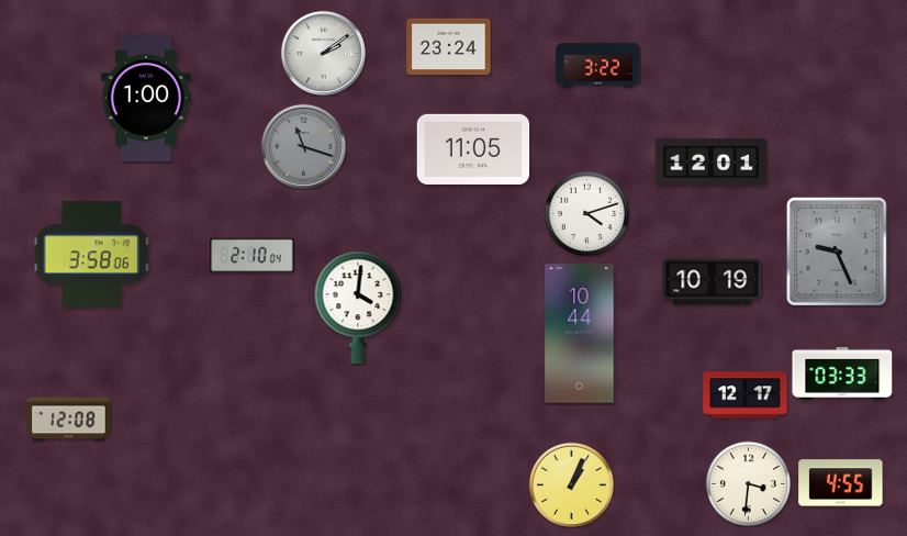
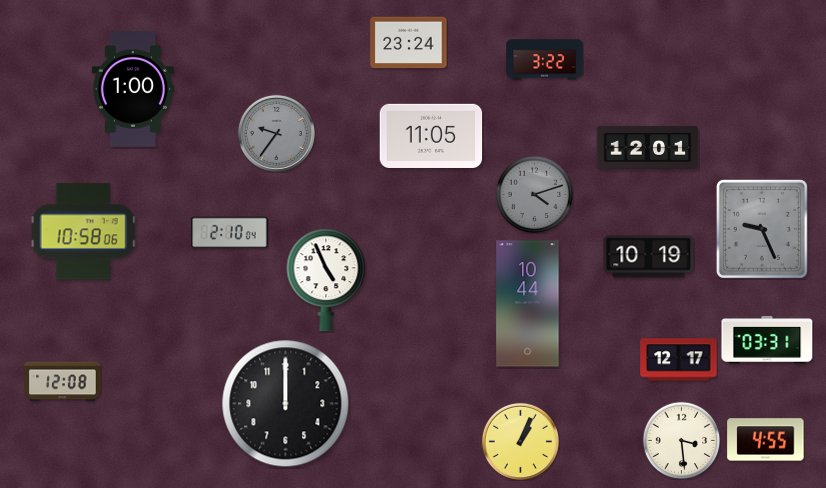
clock at (323, 53): 2:09 -> none
clock at (303, 146): 11:18 -> 9:36
clock at (586, 213) dial: white -> grey
clock at (92, 255): 3:58 -> 10:58
clock at (358, 308): 4:01 -> 4:56
clock at (842, 373): 03:33 -> 03:31
clock at (286, 404): none -> 12:00
clock at (748, 483): 3:31 -> 3:29
